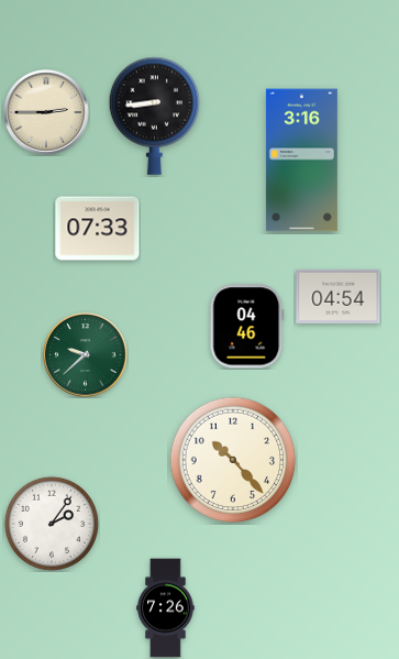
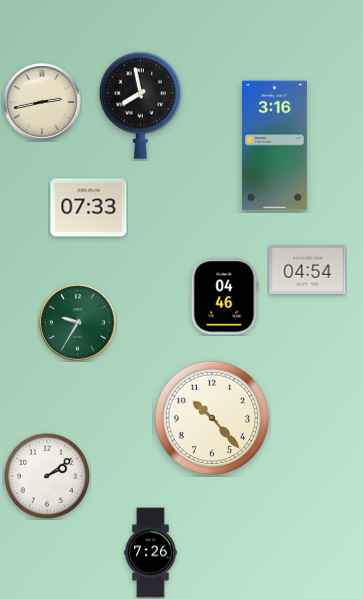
clock at (46, 112): 2:45 -> 2:43
clock at (154, 116): 8:44 -> 7:58
clock at (86, 355): 9:38 -> 9:35
clock at (52, 524): 2:06 -> 2:09
